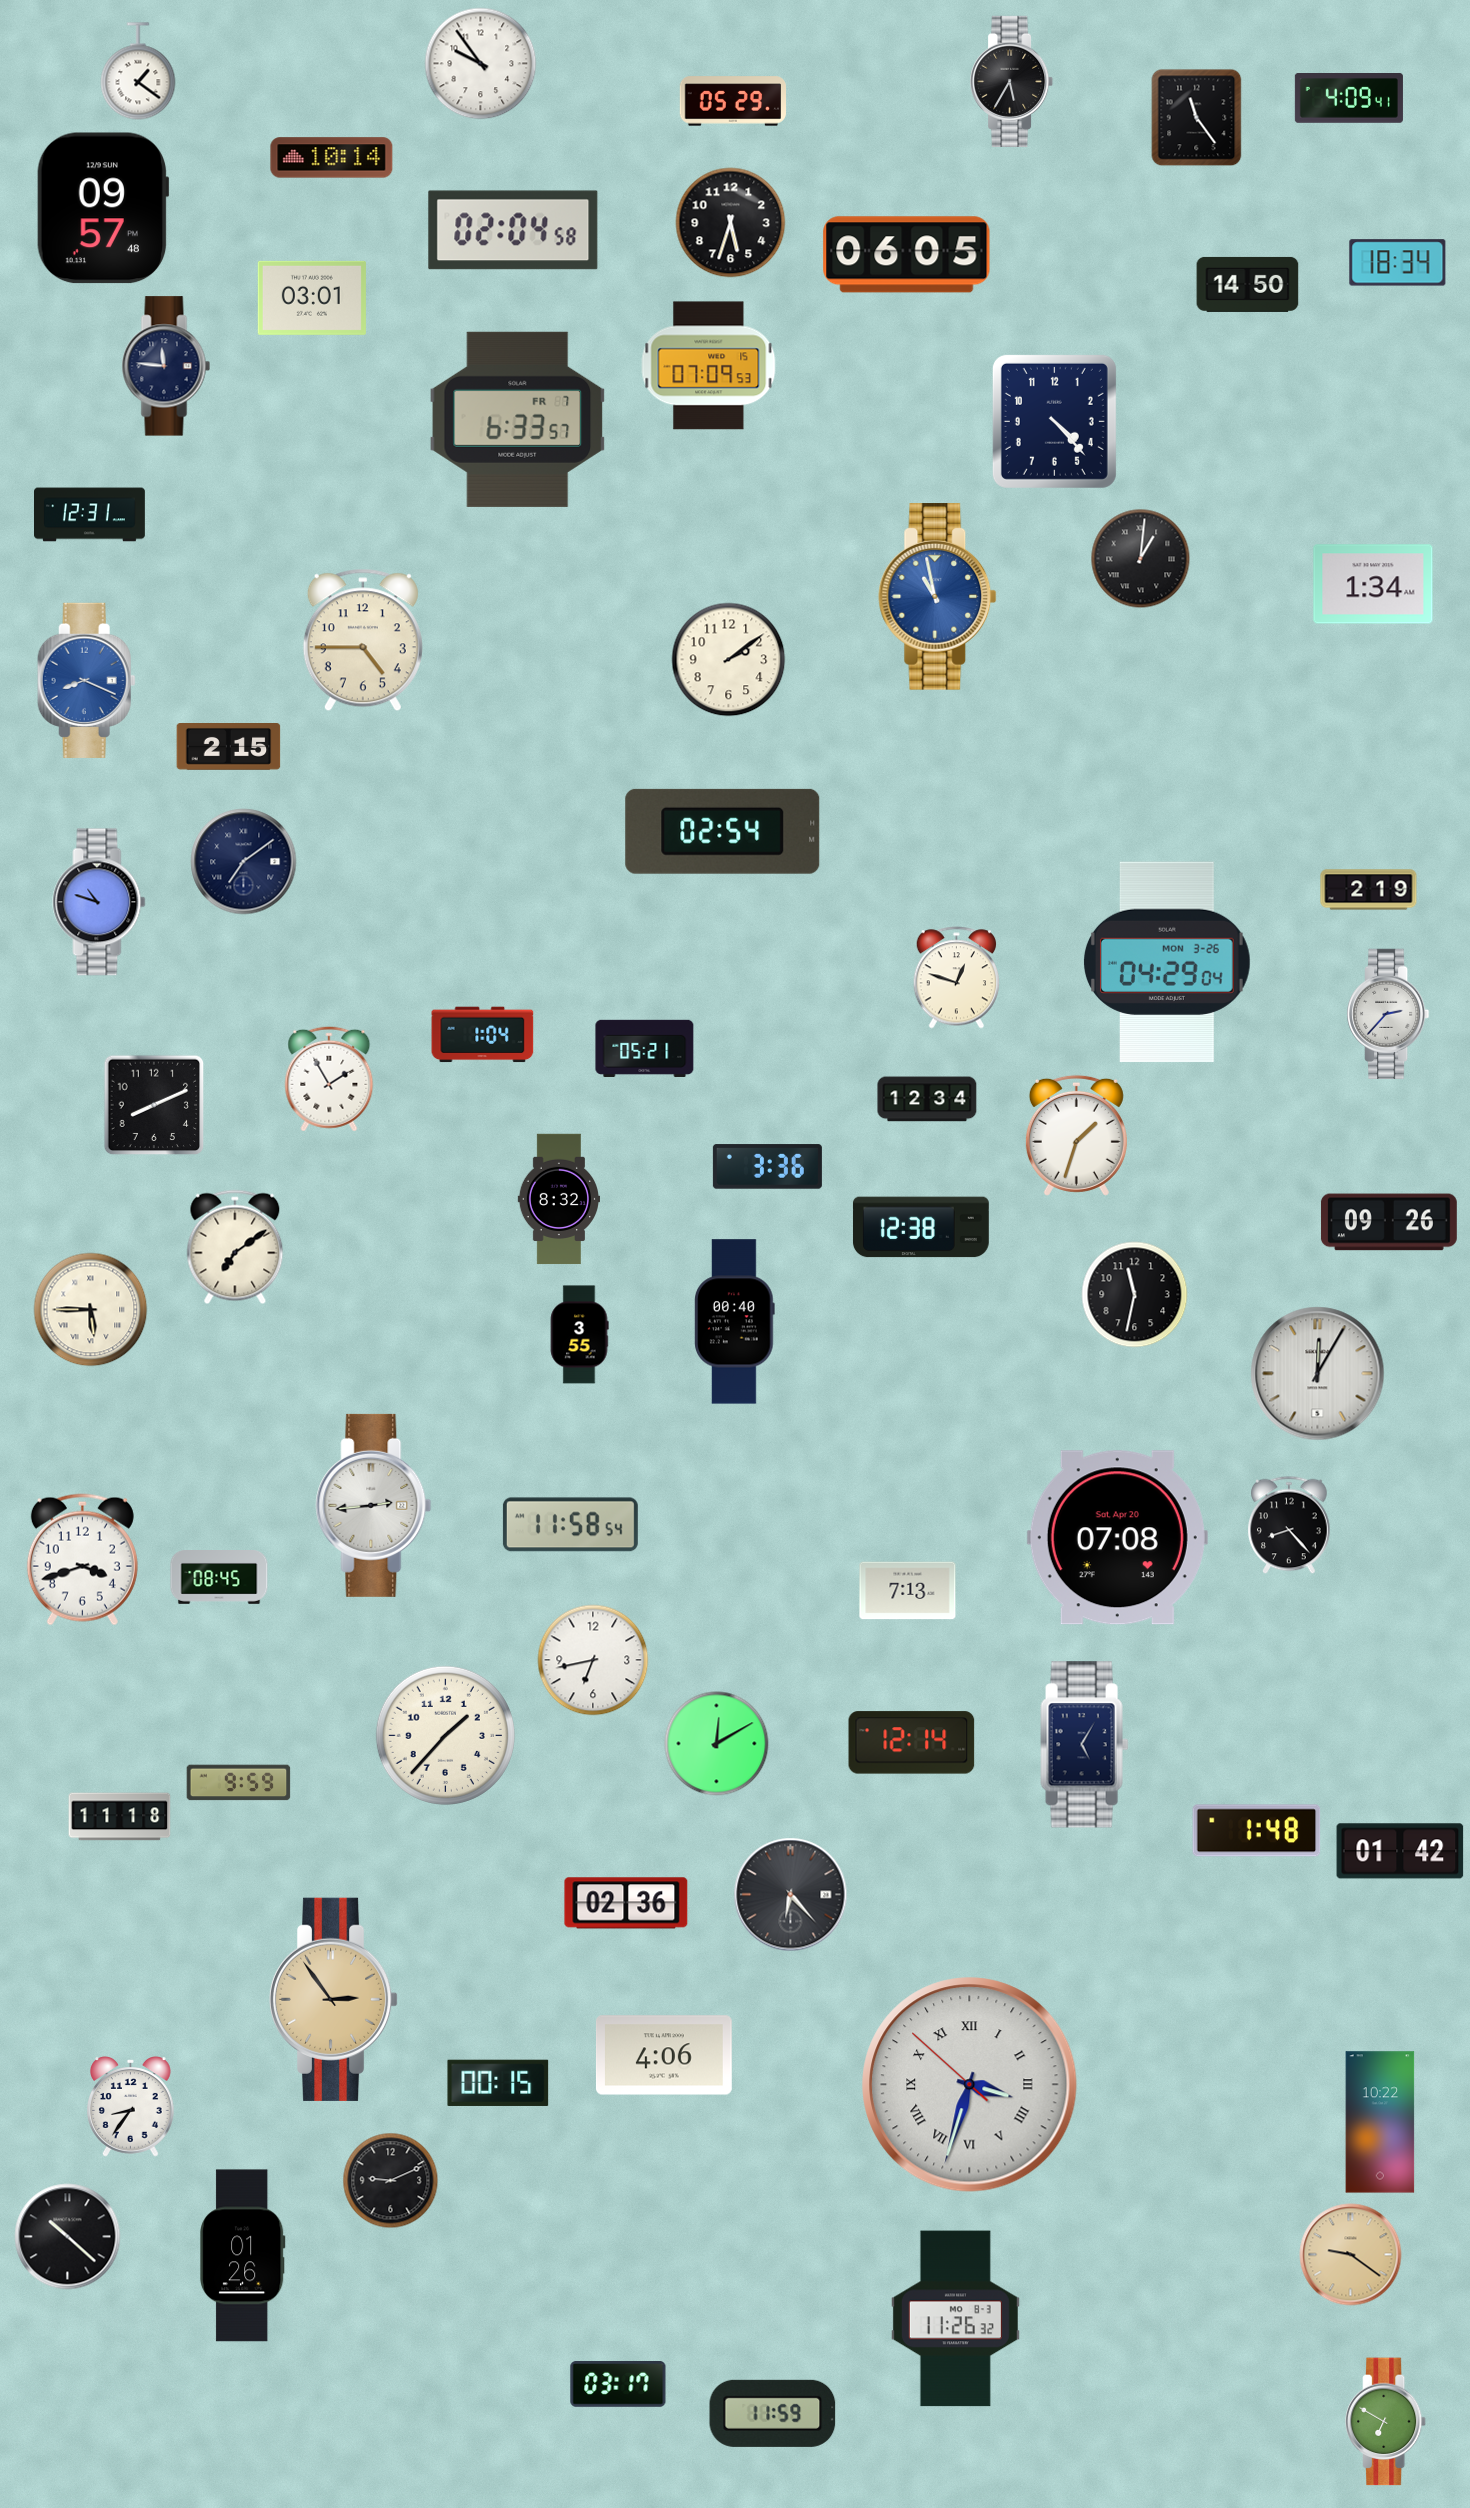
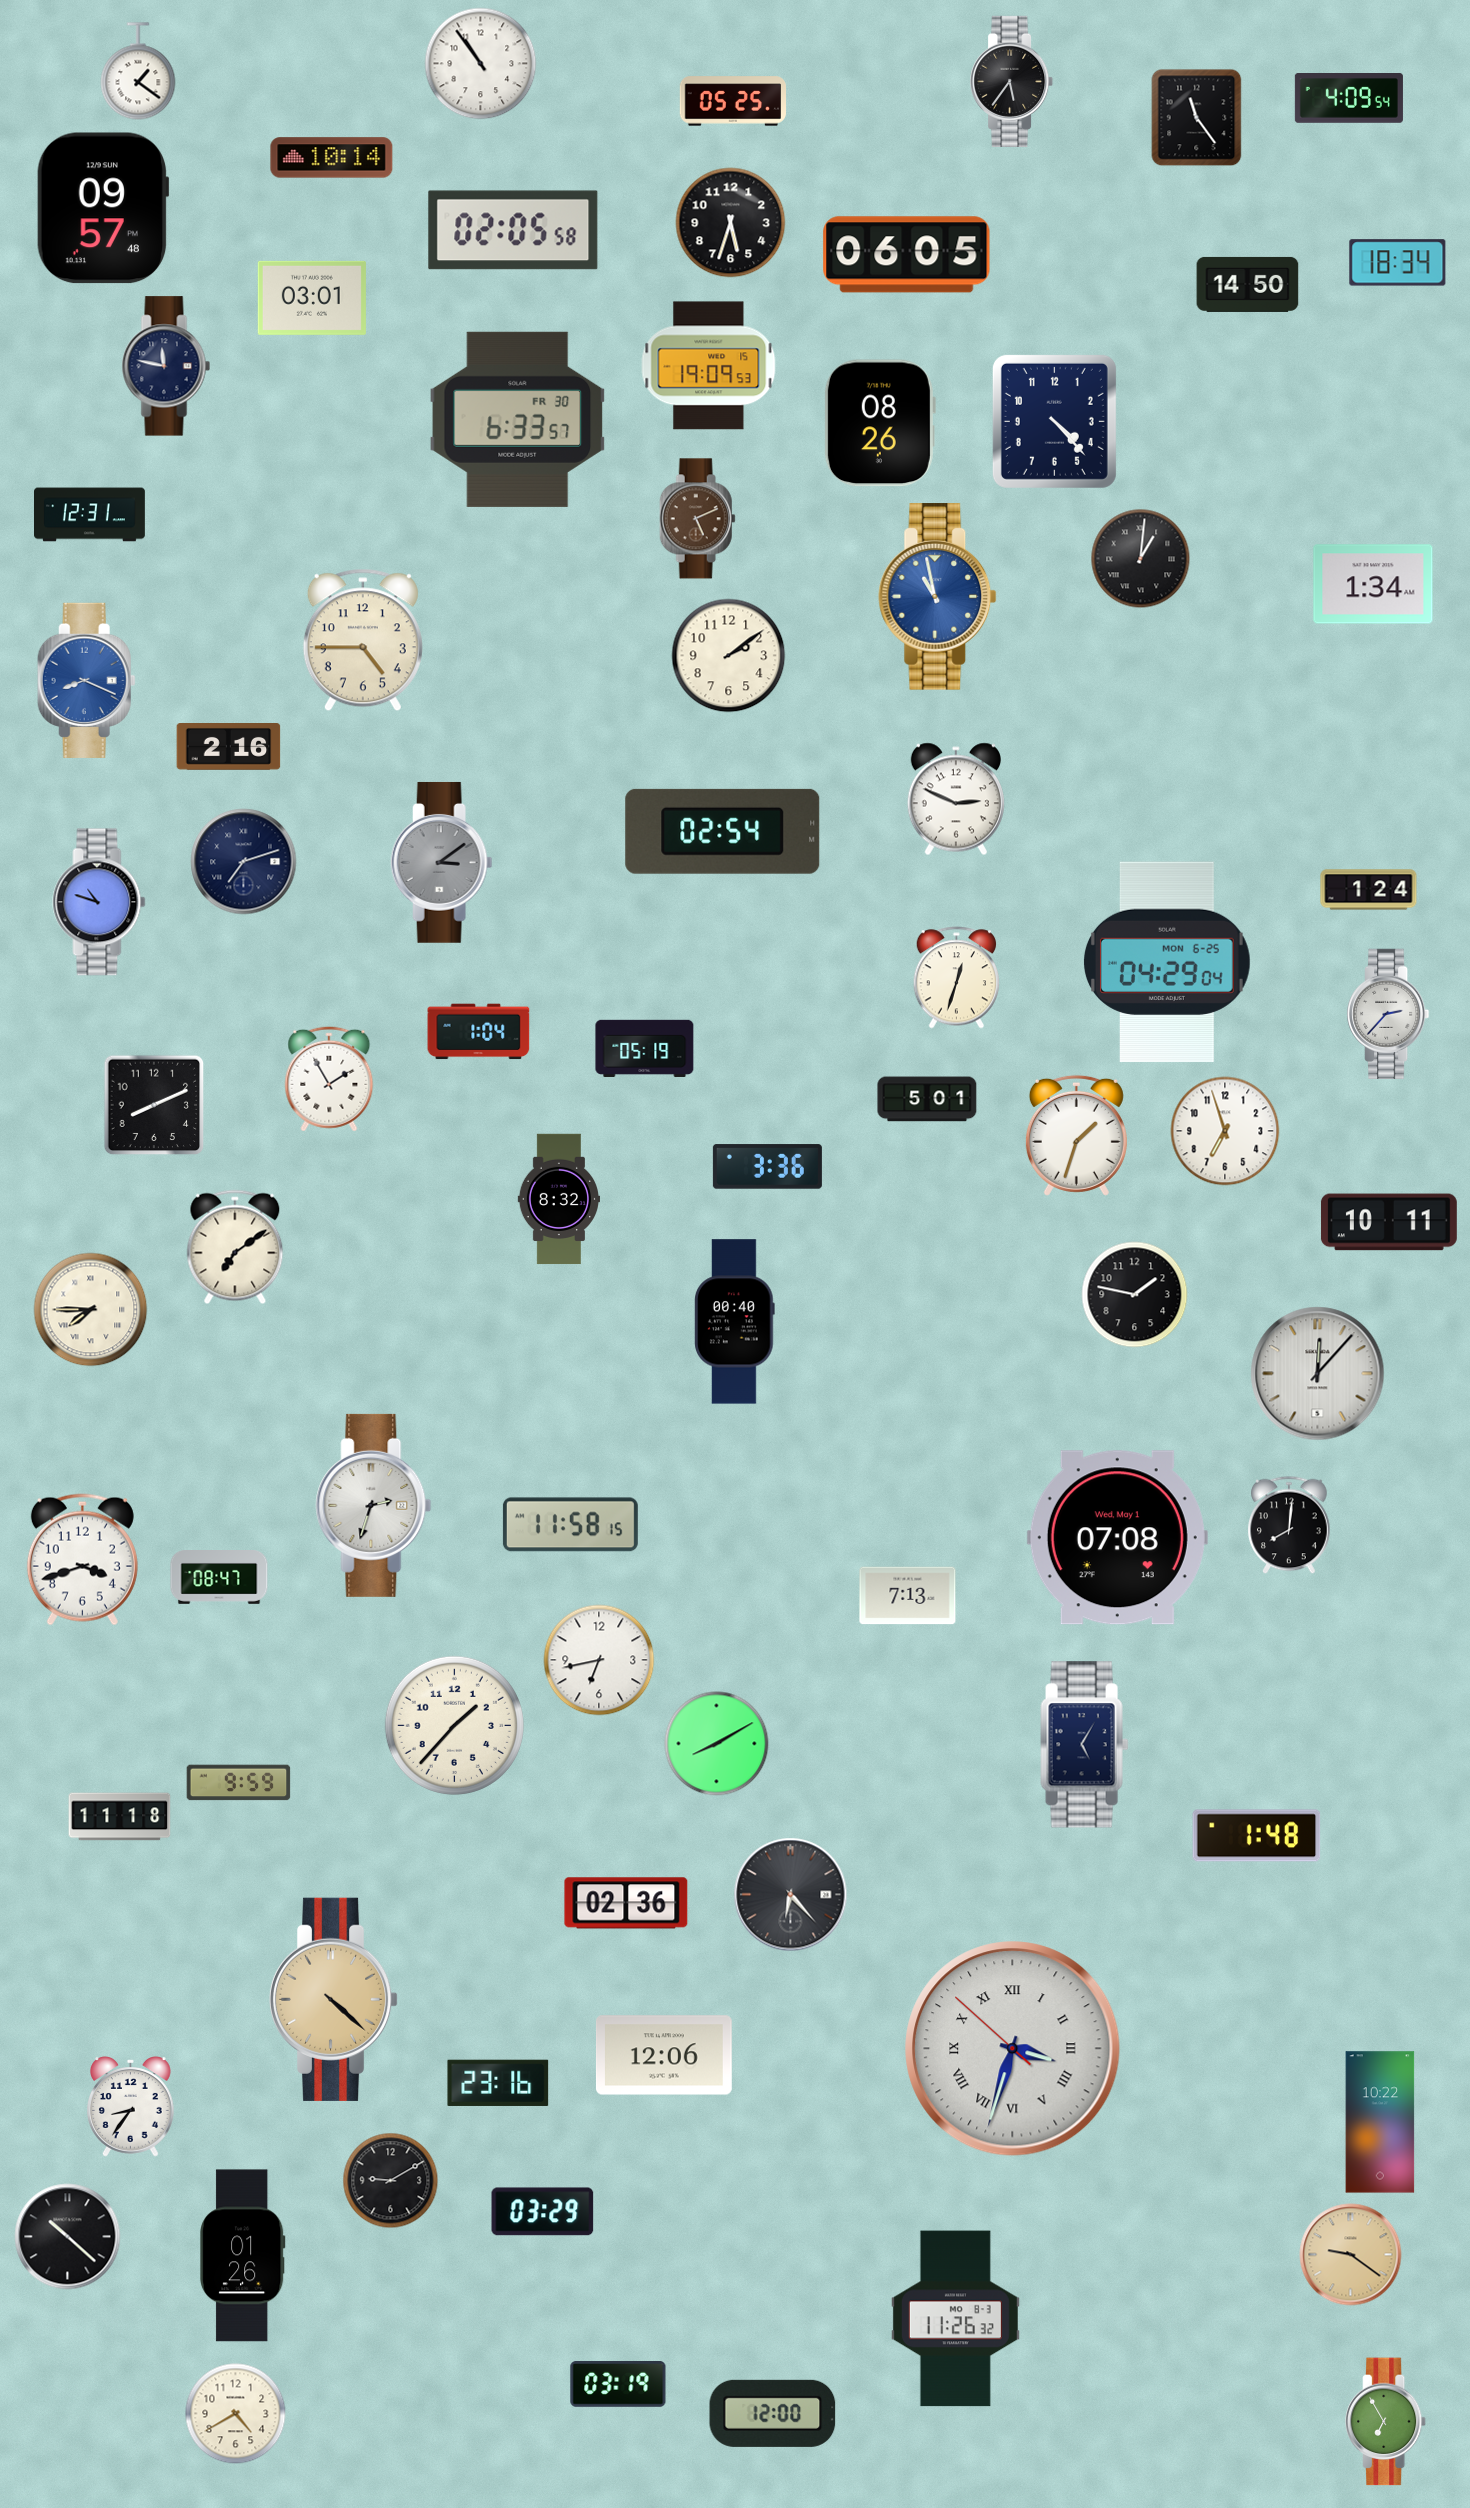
clock at (481, 64): 9:54 -> 10:54
clock at (1012, 81): 5:35 -> 5:36
clock at (1349, 99): 4:09:41 -> 4:09:54
clock at (733, 101): 05:29 -> 05:25
clock at (513, 230): 02:04 -> 02:05
clock at (166, 366): 11:46 -> 11:47
clock at (709, 366): 07:09 -> 19:09
clock at (518, 419) date: FR 7 -> FR 30
clock at (879, 423): none -> 08:26
clock at (697, 519): none -> 5:11
clock at (729, 660) position: (729, 660) -> (729, 656)
clock at (229, 747): 2:15 -> 2:16
clock at (956, 799): none -> 2:49
clock at (244, 862): 7:09 -> 7:12
clock at (442, 862): none -> 3:09
clock at (1369, 890): 2:19 -> 1:24
clock at (1167, 962) date: MON 3-26 -> MON 6-25
clock at (957, 978): 12:48 -> 12:33
clock at (483, 1035) position: (483, 1035) -> (479, 1032)
clock at (645, 1048): 05:21 -> 05:19
clock at (927, 1099): 12:34 -> 5:01
clock at (1225, 1131): none -> 6:57
clock at (1389, 1222): 09:26 -> 10:11
clock at (921, 1227): 12:38 -> none
clock at (1135, 1295): 11:32 -> 1:47
clock at (91, 1310): 5:45 -> 7:45
clock at (579, 1335): 3:55 -> none
clock at (1318, 1374): 12:05 -> 12:07
clock at (374, 1505): 2:44 -> 2:33
clock at (570, 1525): 11:58:54 -> 11:58:15
clock at (1289, 1525): 8:23 -> 8:01
clock at (1117, 1538) date: Sat, Apr 20 -> Wed, May 1
clock at (219, 1578): 08:45 -> 08:47
clock at (908, 1591) position: (908, 1591) -> (908, 1596)
clock at (593, 1660) position: (593, 1660) -> (599, 1660)
clock at (445, 1735) position: (445, 1735) -> (454, 1725)
clock at (912, 1743): 12:14 -> none
clock at (717, 1744): 12:10 -> 8:10
clock at (1257, 1831) position: (1257, 1831) -> (1257, 1836)
clock at (1400, 1851): 01:42 -> none
clock at (334, 1999): 2:54 -> 4:22
clock at (664, 2055): 4:06 -> 12:06
clock at (498, 2083): 00:15 -> 23:16
clock at (970, 2085) position: (970, 2085) -> (1013, 2049)
clock at (391, 2181): 9:11 -> 9:10
clock at (543, 2212): none -> 03:29
clock at (618, 2385): 03:17 -> 03:19
clock at (773, 2413): 11:59 -> 12:00
clock at (236, 2414): none -> 4:40
clock at (1386, 2422): 6:50 -> 6:55
